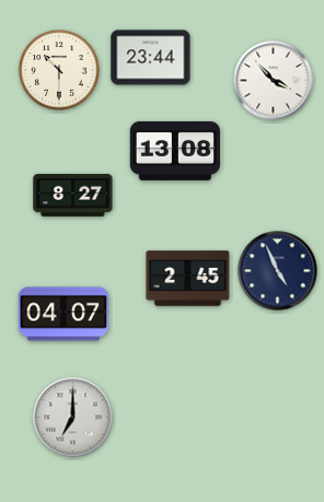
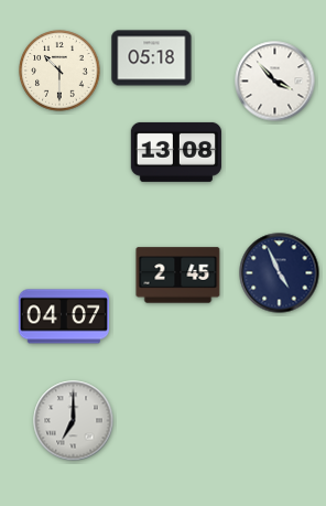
clock at (151, 58): 23:44 -> 05:18
clock at (73, 196): 8:27 -> none
clock at (188, 279) position: (188, 279) -> (178, 276)
